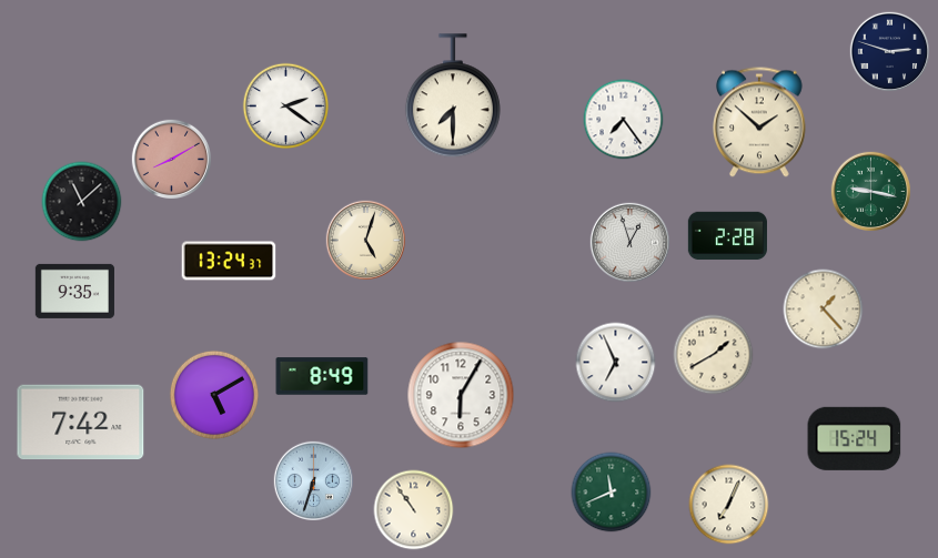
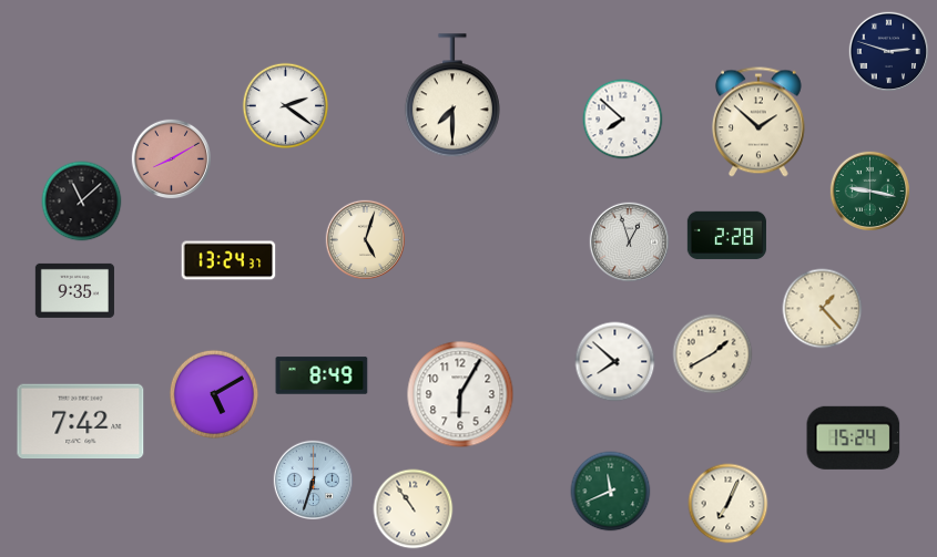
clock at (624, 120): 7:24 -> 7:52
clock at (616, 363): 6:56 -> 7:52
